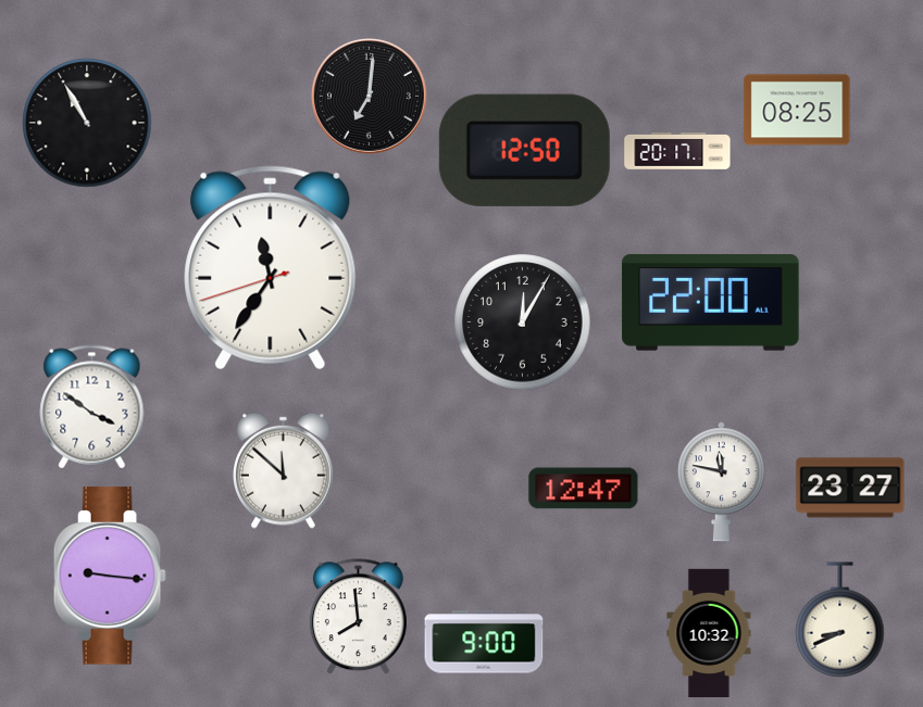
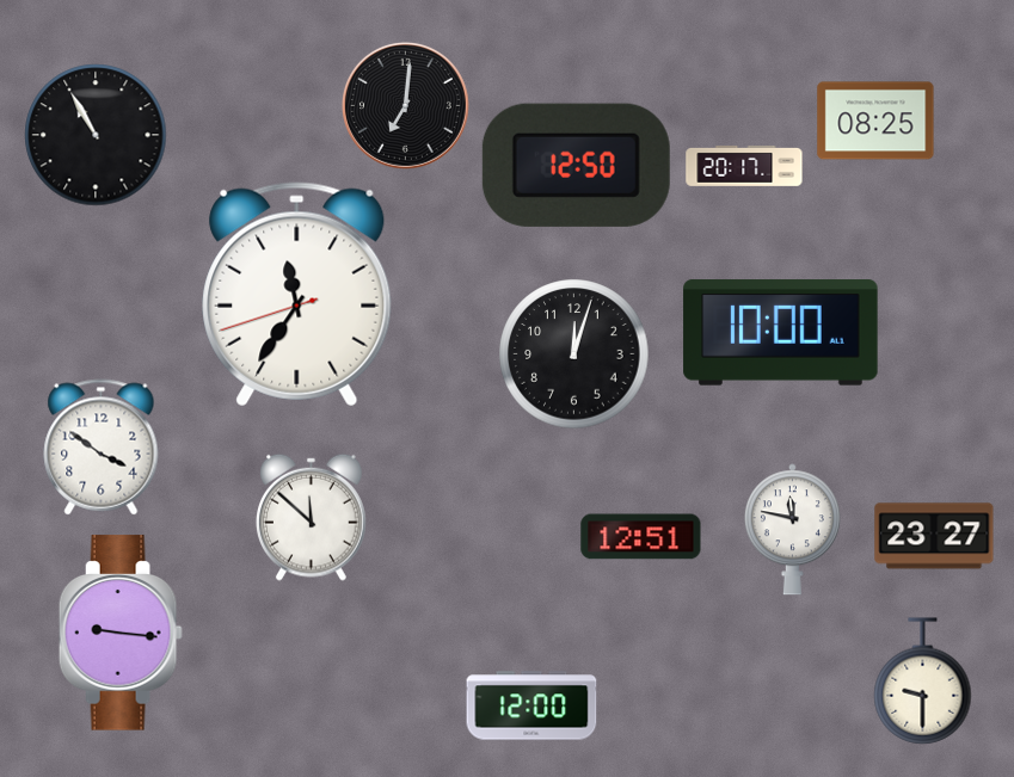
clock at (711, 303): 22:00 -> 10:00
clock at (523, 323): 12:05 -> 12:03
clock at (584, 489): 12:47 -> 12:51
clock at (358, 617): 7:59 -> none
clock at (840, 620): 8:41 -> 9:30
clock at (709, 632): 10:32 -> none
clock at (484, 642): 9:00 -> 12:00
